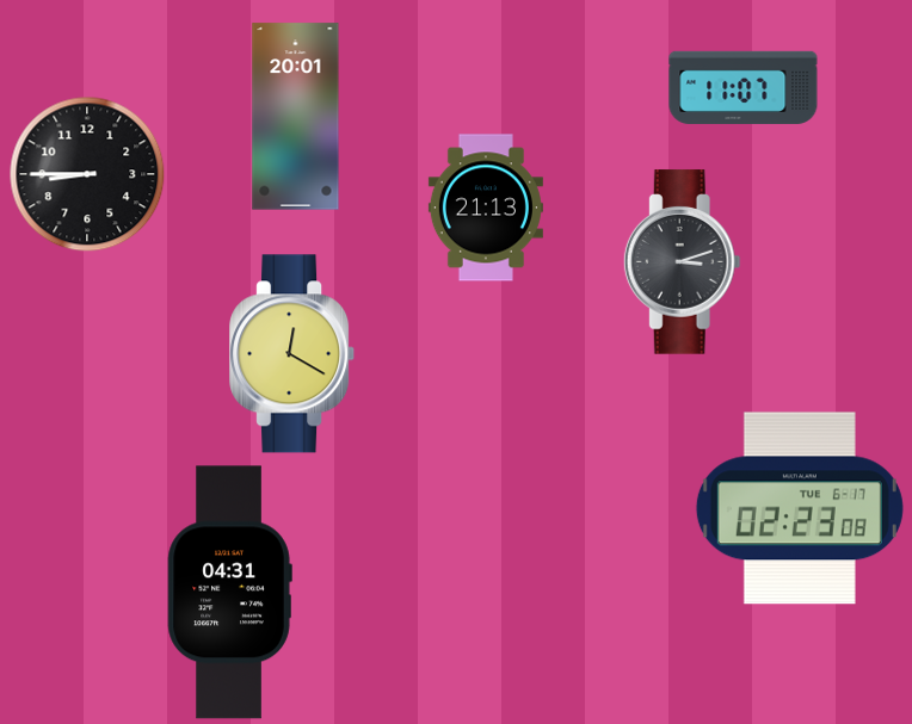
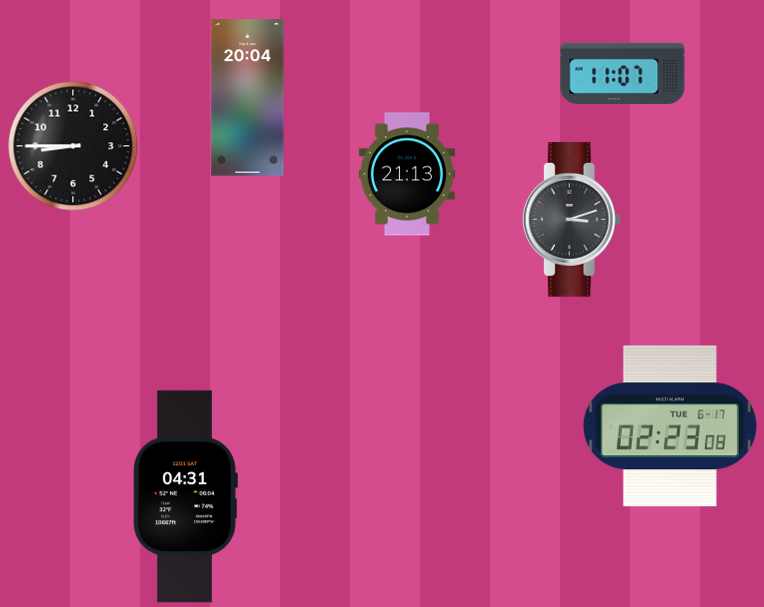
clock at (296, 117): 20:01 -> 20:04
clock at (292, 354): 12:20 -> none
clock at (229, 593) position: (229, 593) -> (185, 497)
